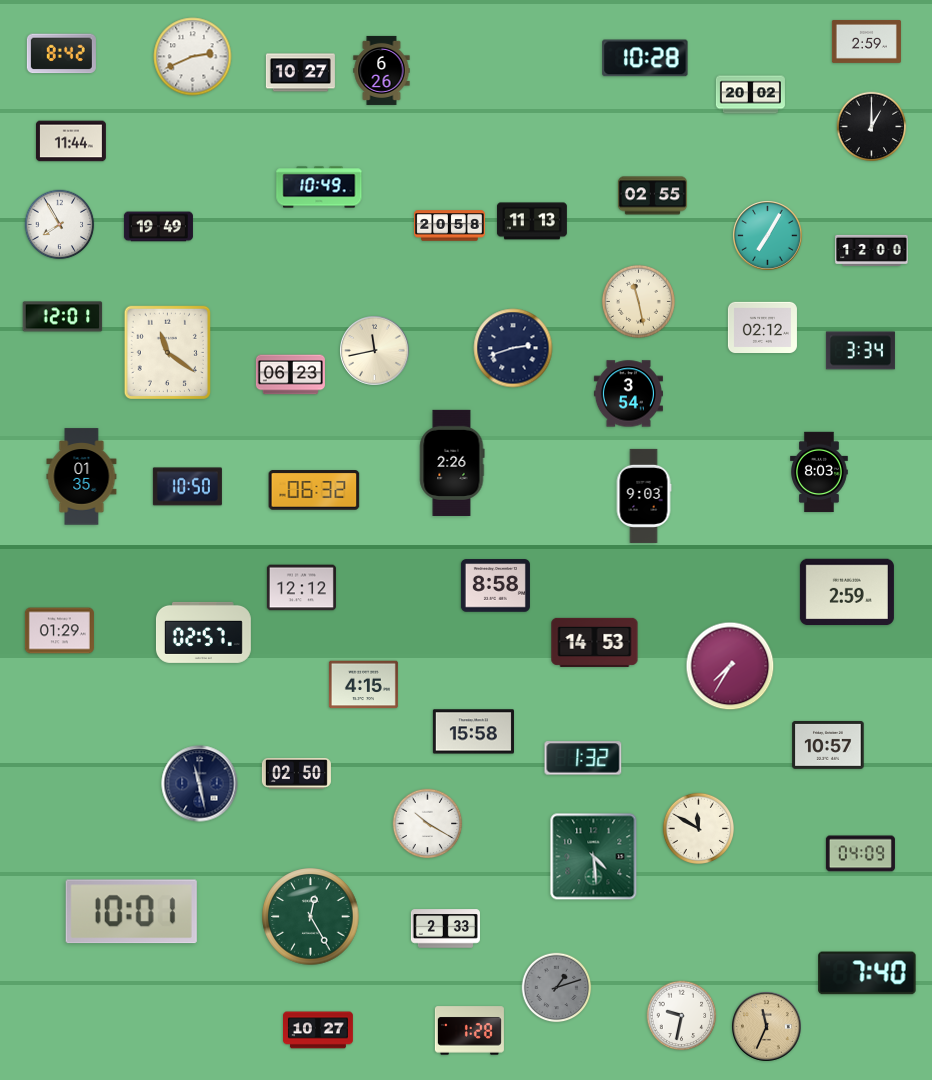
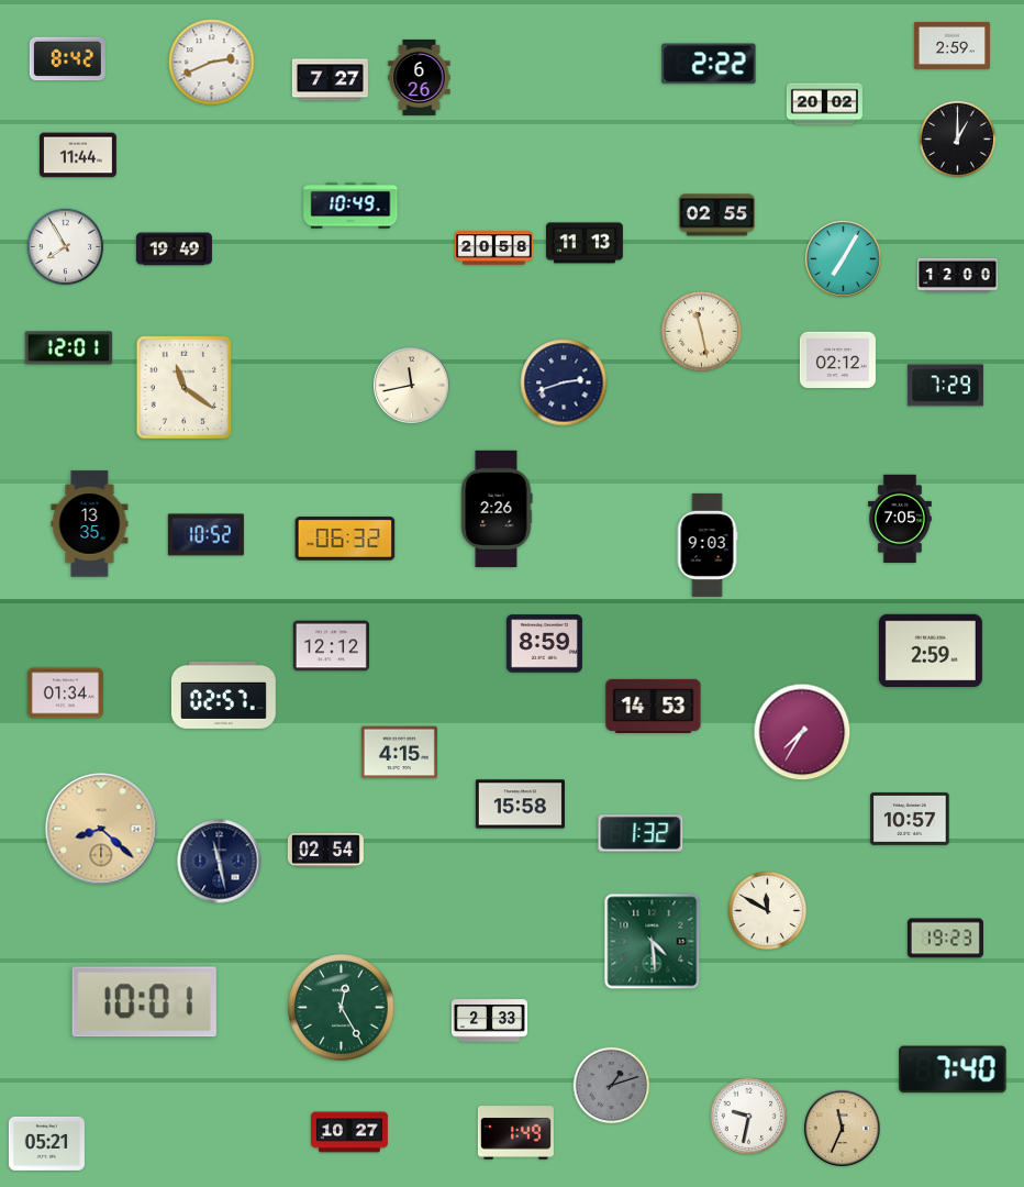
clock at (645, 58): 10:28 -> 2:22
clock at (300, 73): 10:27 -> 7:27
clock at (860, 351): 3:34 -> 7:29
clock at (290, 375): 06:23 -> none
clock at (628, 394): 3:54 -> none
clock at (820, 472): 8:03 -> 7:05
clock at (82, 477): 01:35 -> 13:35
clock at (187, 487): 10:50 -> 10:52
clock at (495, 586): 8:58 -> 8:59
clock at (59, 631): 01:29 -> 01:34
clock at (101, 829): none -> 8:22
clock at (296, 773): 02:50 -> 02:54
clock at (428, 824): 10:20 -> none
clock at (860, 854): 04:09 -> 19:23
clock at (469, 1031): 1:28 -> 1:49
clock at (46, 1143): none -> 05:21
